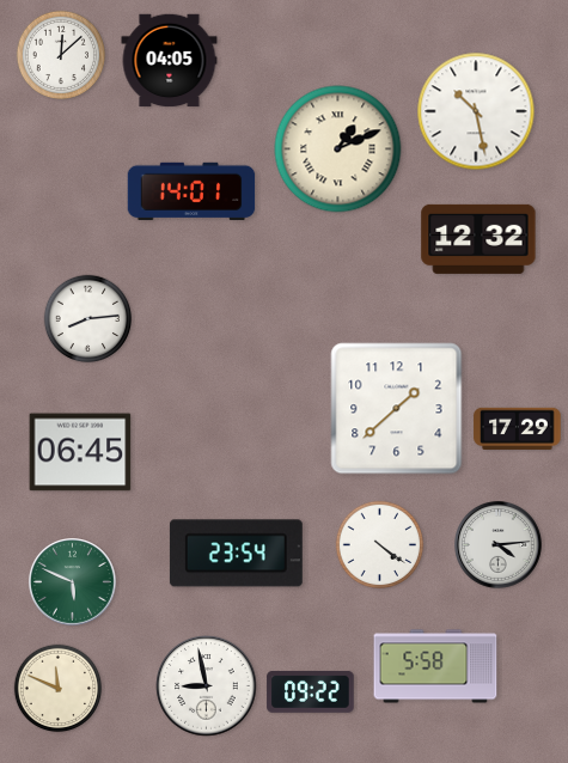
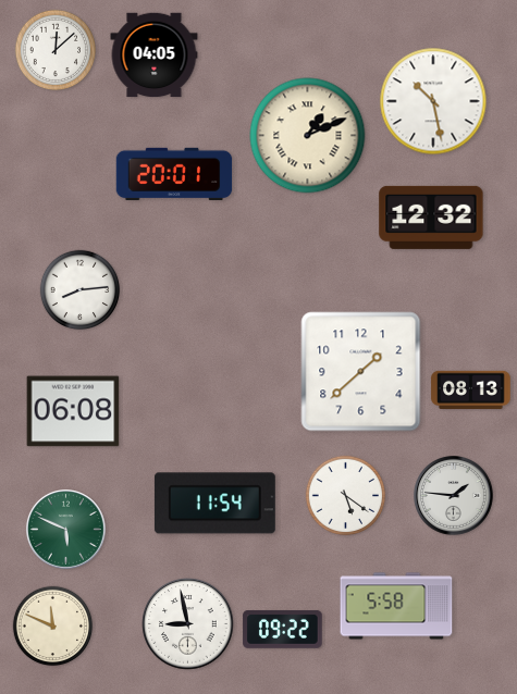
clock at (191, 190): 14:01 -> 20:01
clock at (478, 239) position: (478, 239) -> (431, 218)
clock at (518, 428): 17:29 -> 08:13
clock at (80, 452): 06:45 -> 06:08
clock at (380, 545): 4:21 -> 5:21
clock at (499, 545): 4:14 -> 1:46
clock at (236, 554): 23:54 -> 11:54
